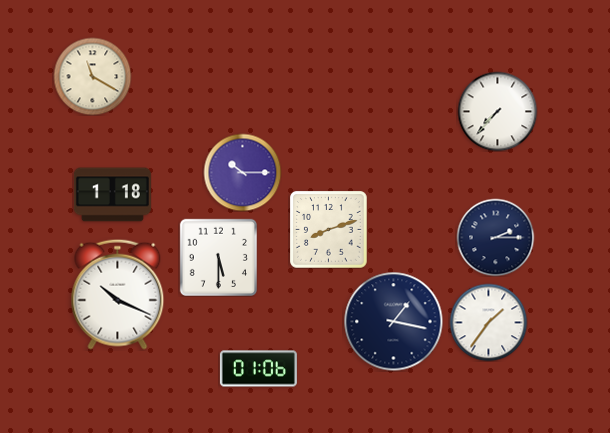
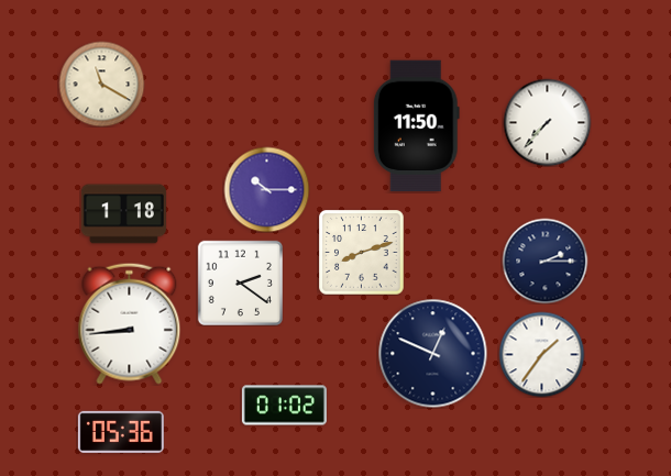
clock at (416, 126): none -> 11:50
clock at (218, 257): 5:30 -> 2:21
clock at (118, 294): 10:19 -> 8:44
clock at (394, 322): 1:17 -> 12:49
clock at (488, 322) position: (488, 322) -> (541, 354)
clock at (258, 369): 01:06 -> 01:02
clock at (121, 432): none -> 05:36
